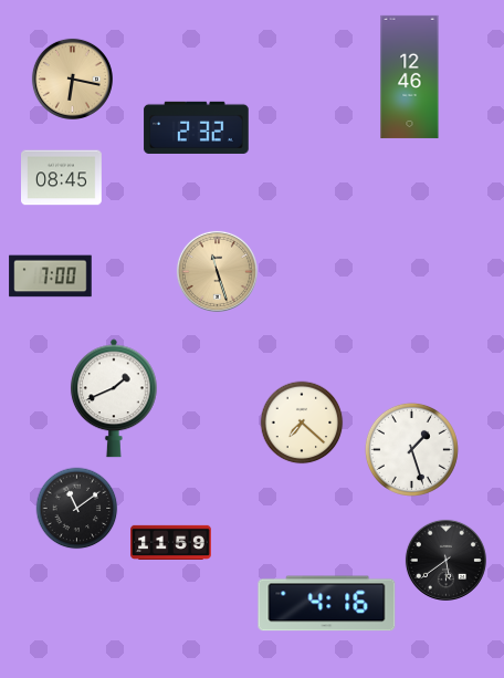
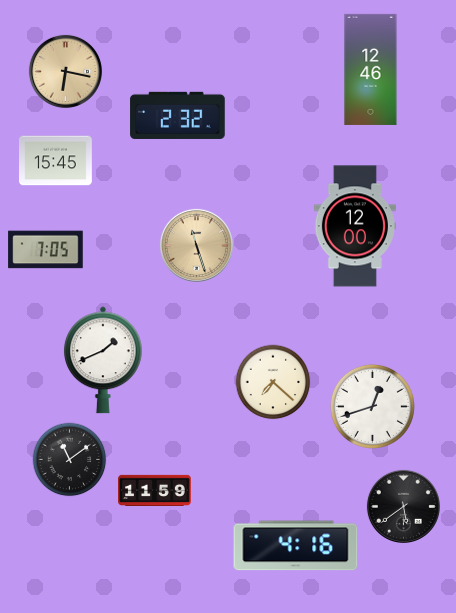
clock at (62, 178): 08:45 -> 15:45
clock at (355, 226): none -> 12:00
clock at (51, 277): 7:00 -> 7:05
clock at (411, 449): 1:27 -> 12:42
